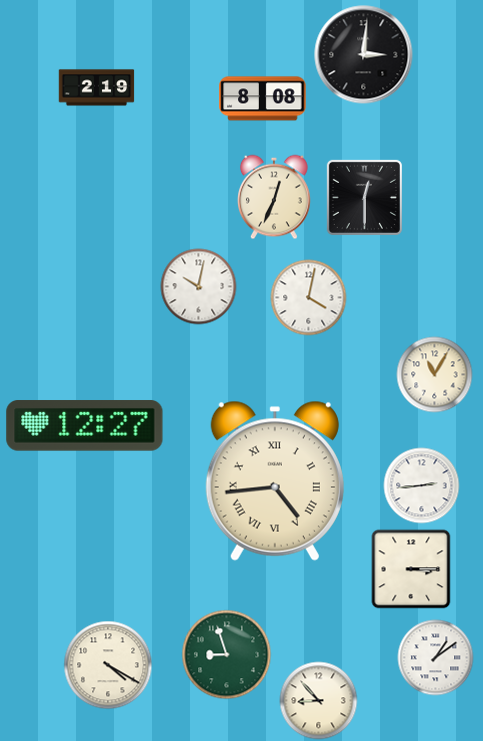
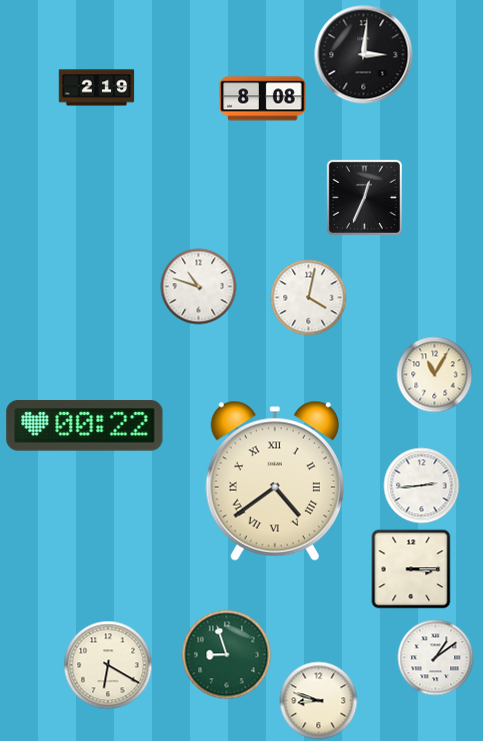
clock at (275, 197): 12:34 -> none
clock at (364, 197): 12:30 -> 12:34
clock at (199, 287): 10:02 -> 10:48
clock at (85, 426): 12:27 -> 00:22
clock at (275, 481): 4:44 -> 4:39
clock at (108, 665): 4:20 -> 6:20
clock at (319, 701): 8:53 -> 8:48
